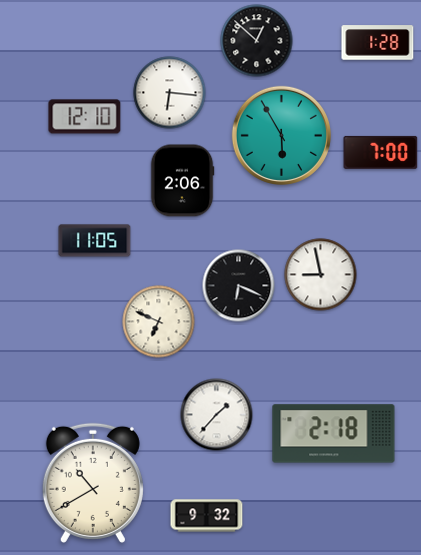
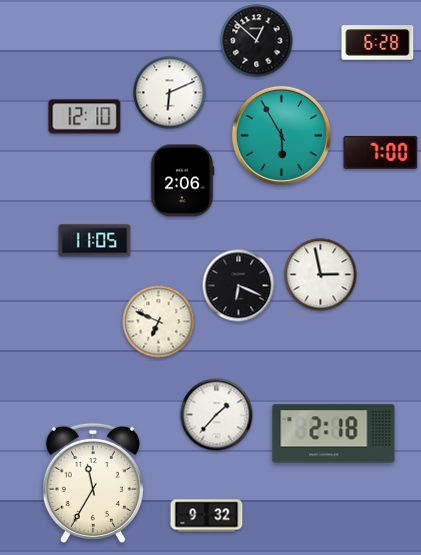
clock at (378, 43): 1:28 -> 6:28
clock at (170, 93): 6:16 -> 6:11
clock at (321, 275): 8:58 -> 2:58
clock at (93, 483): 10:40 -> 11:35
